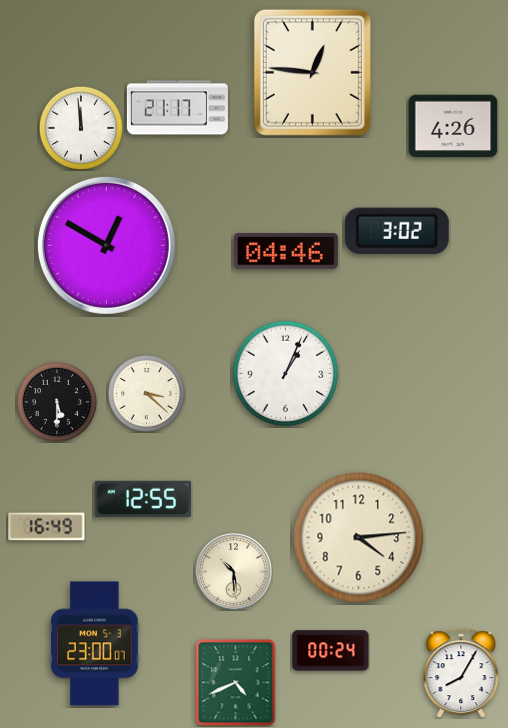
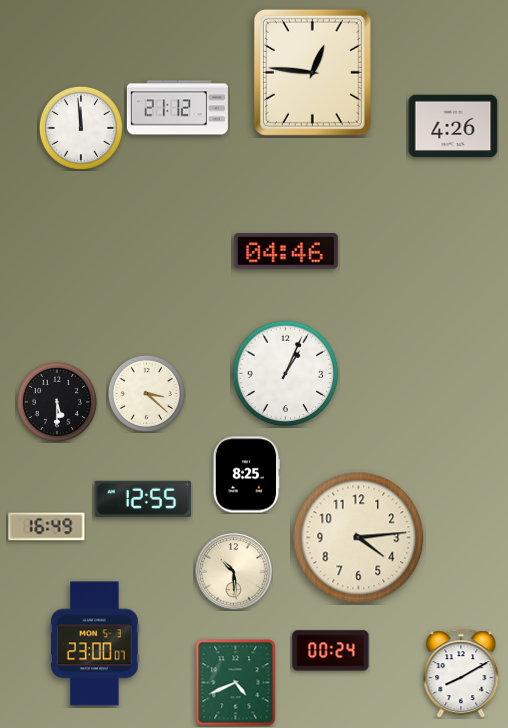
clock at (177, 108): 21:17 -> 21:12
clock at (397, 231): 3:02 -> none
clock at (106, 245): 12:50 -> none
clock at (246, 475): none -> 8:25
clock at (461, 673): 8:05 -> 8:10
